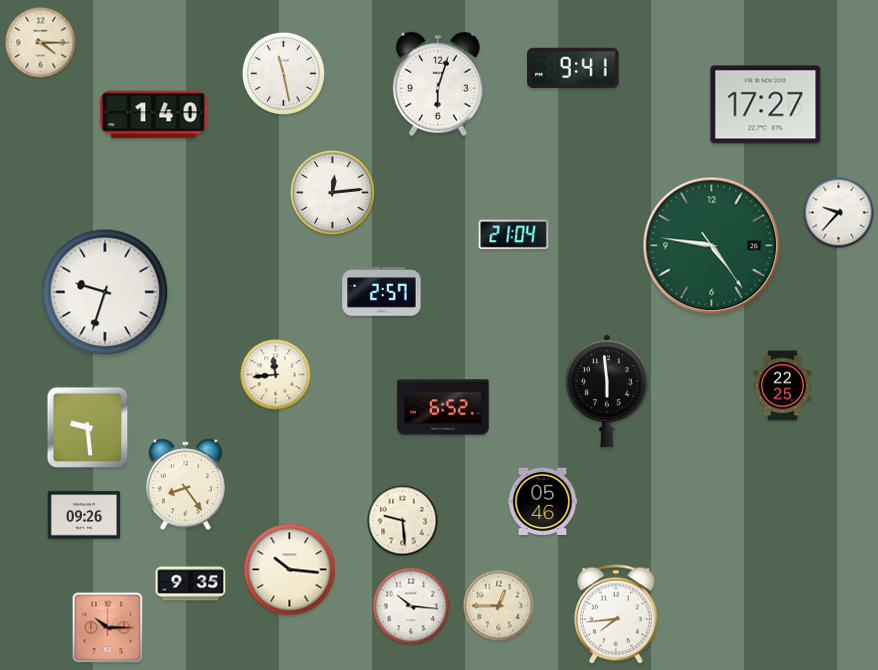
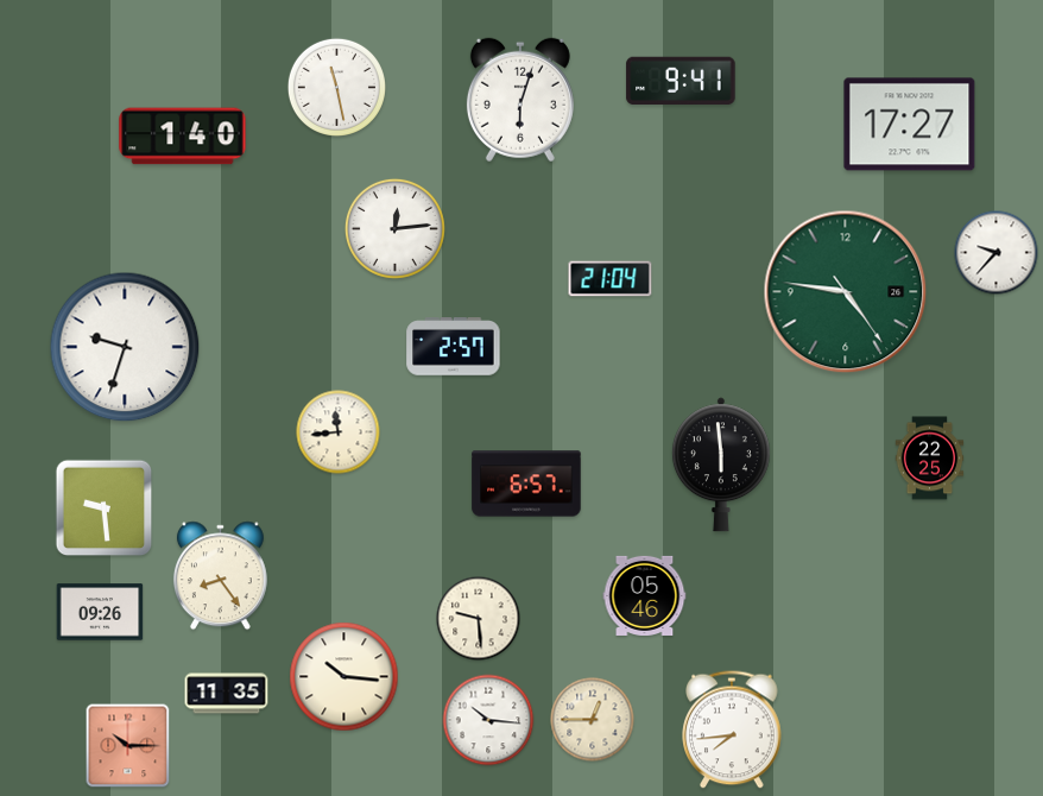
clock at (41, 43): 4:15 -> none
clock at (276, 375) position: (276, 375) -> (339, 432)
clock at (443, 407): 6:52 -> 6:57
clock at (191, 584): 9:35 -> 11:35
